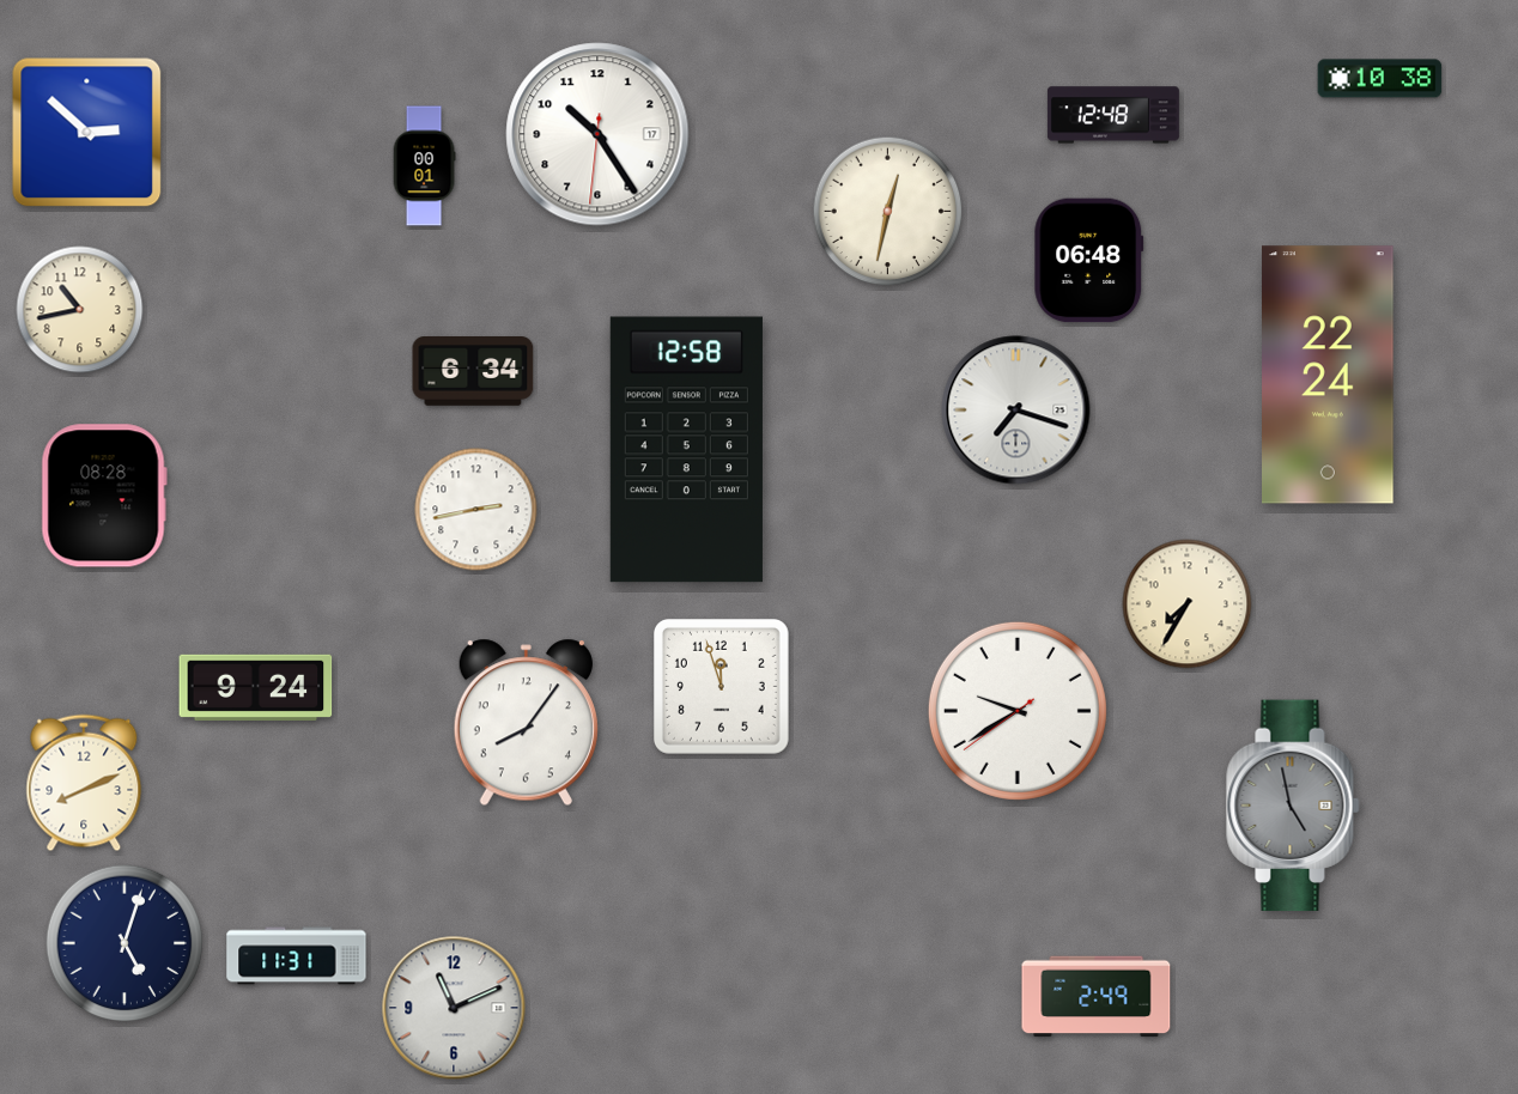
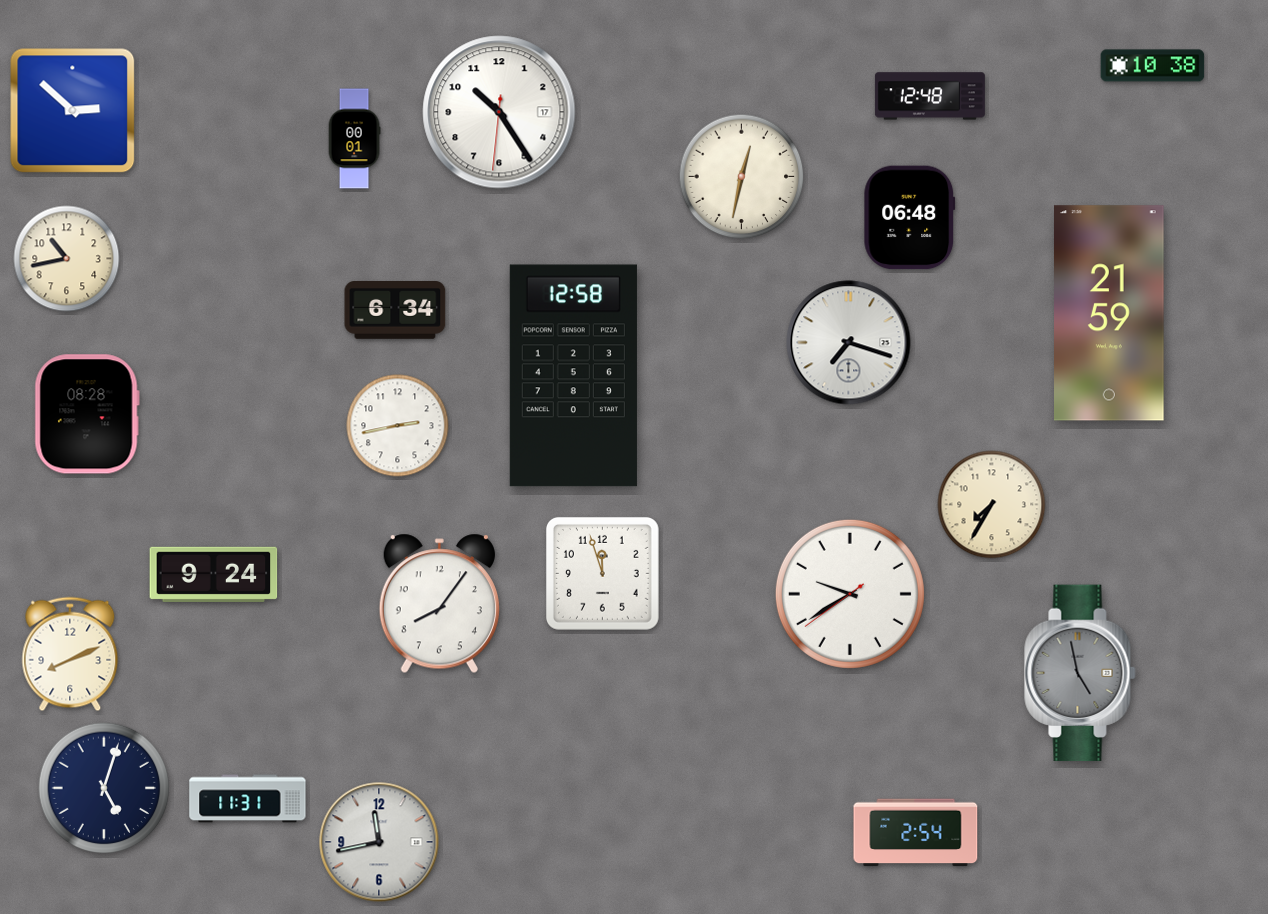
clock at (1329, 375): 22:24 -> 21:59
clock at (1097, 997): 2:49 -> 2:54
clock at (454, 1008): 11:11 -> 11:43
